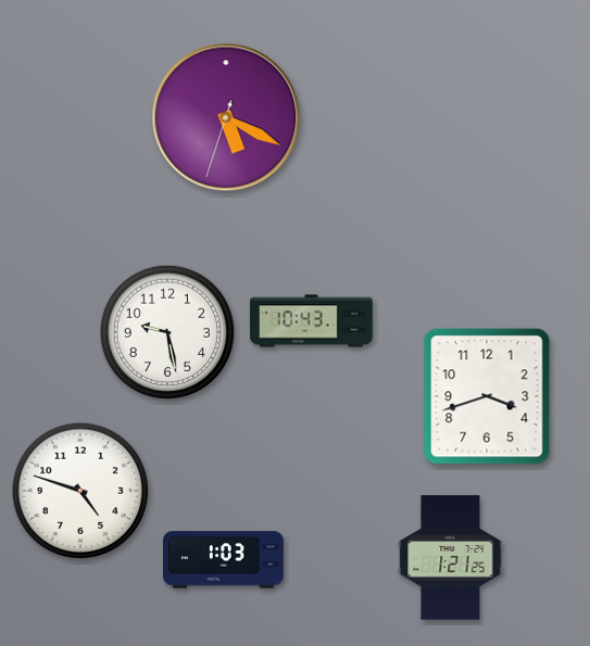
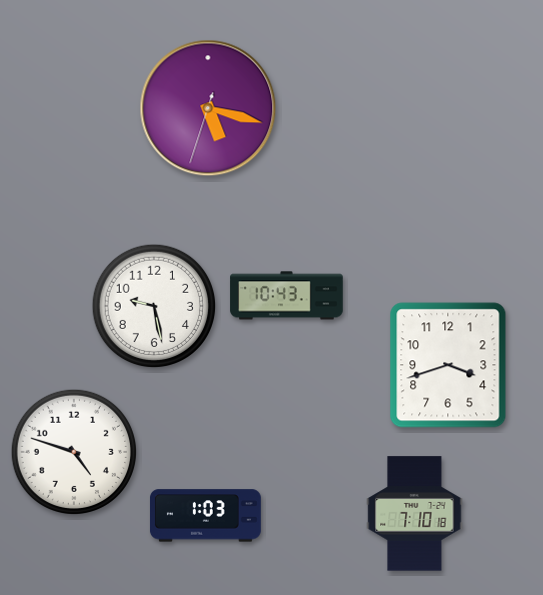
clock at (226, 117): 5:19 -> 5:17
clock at (451, 558): 1:21 -> 7:10
